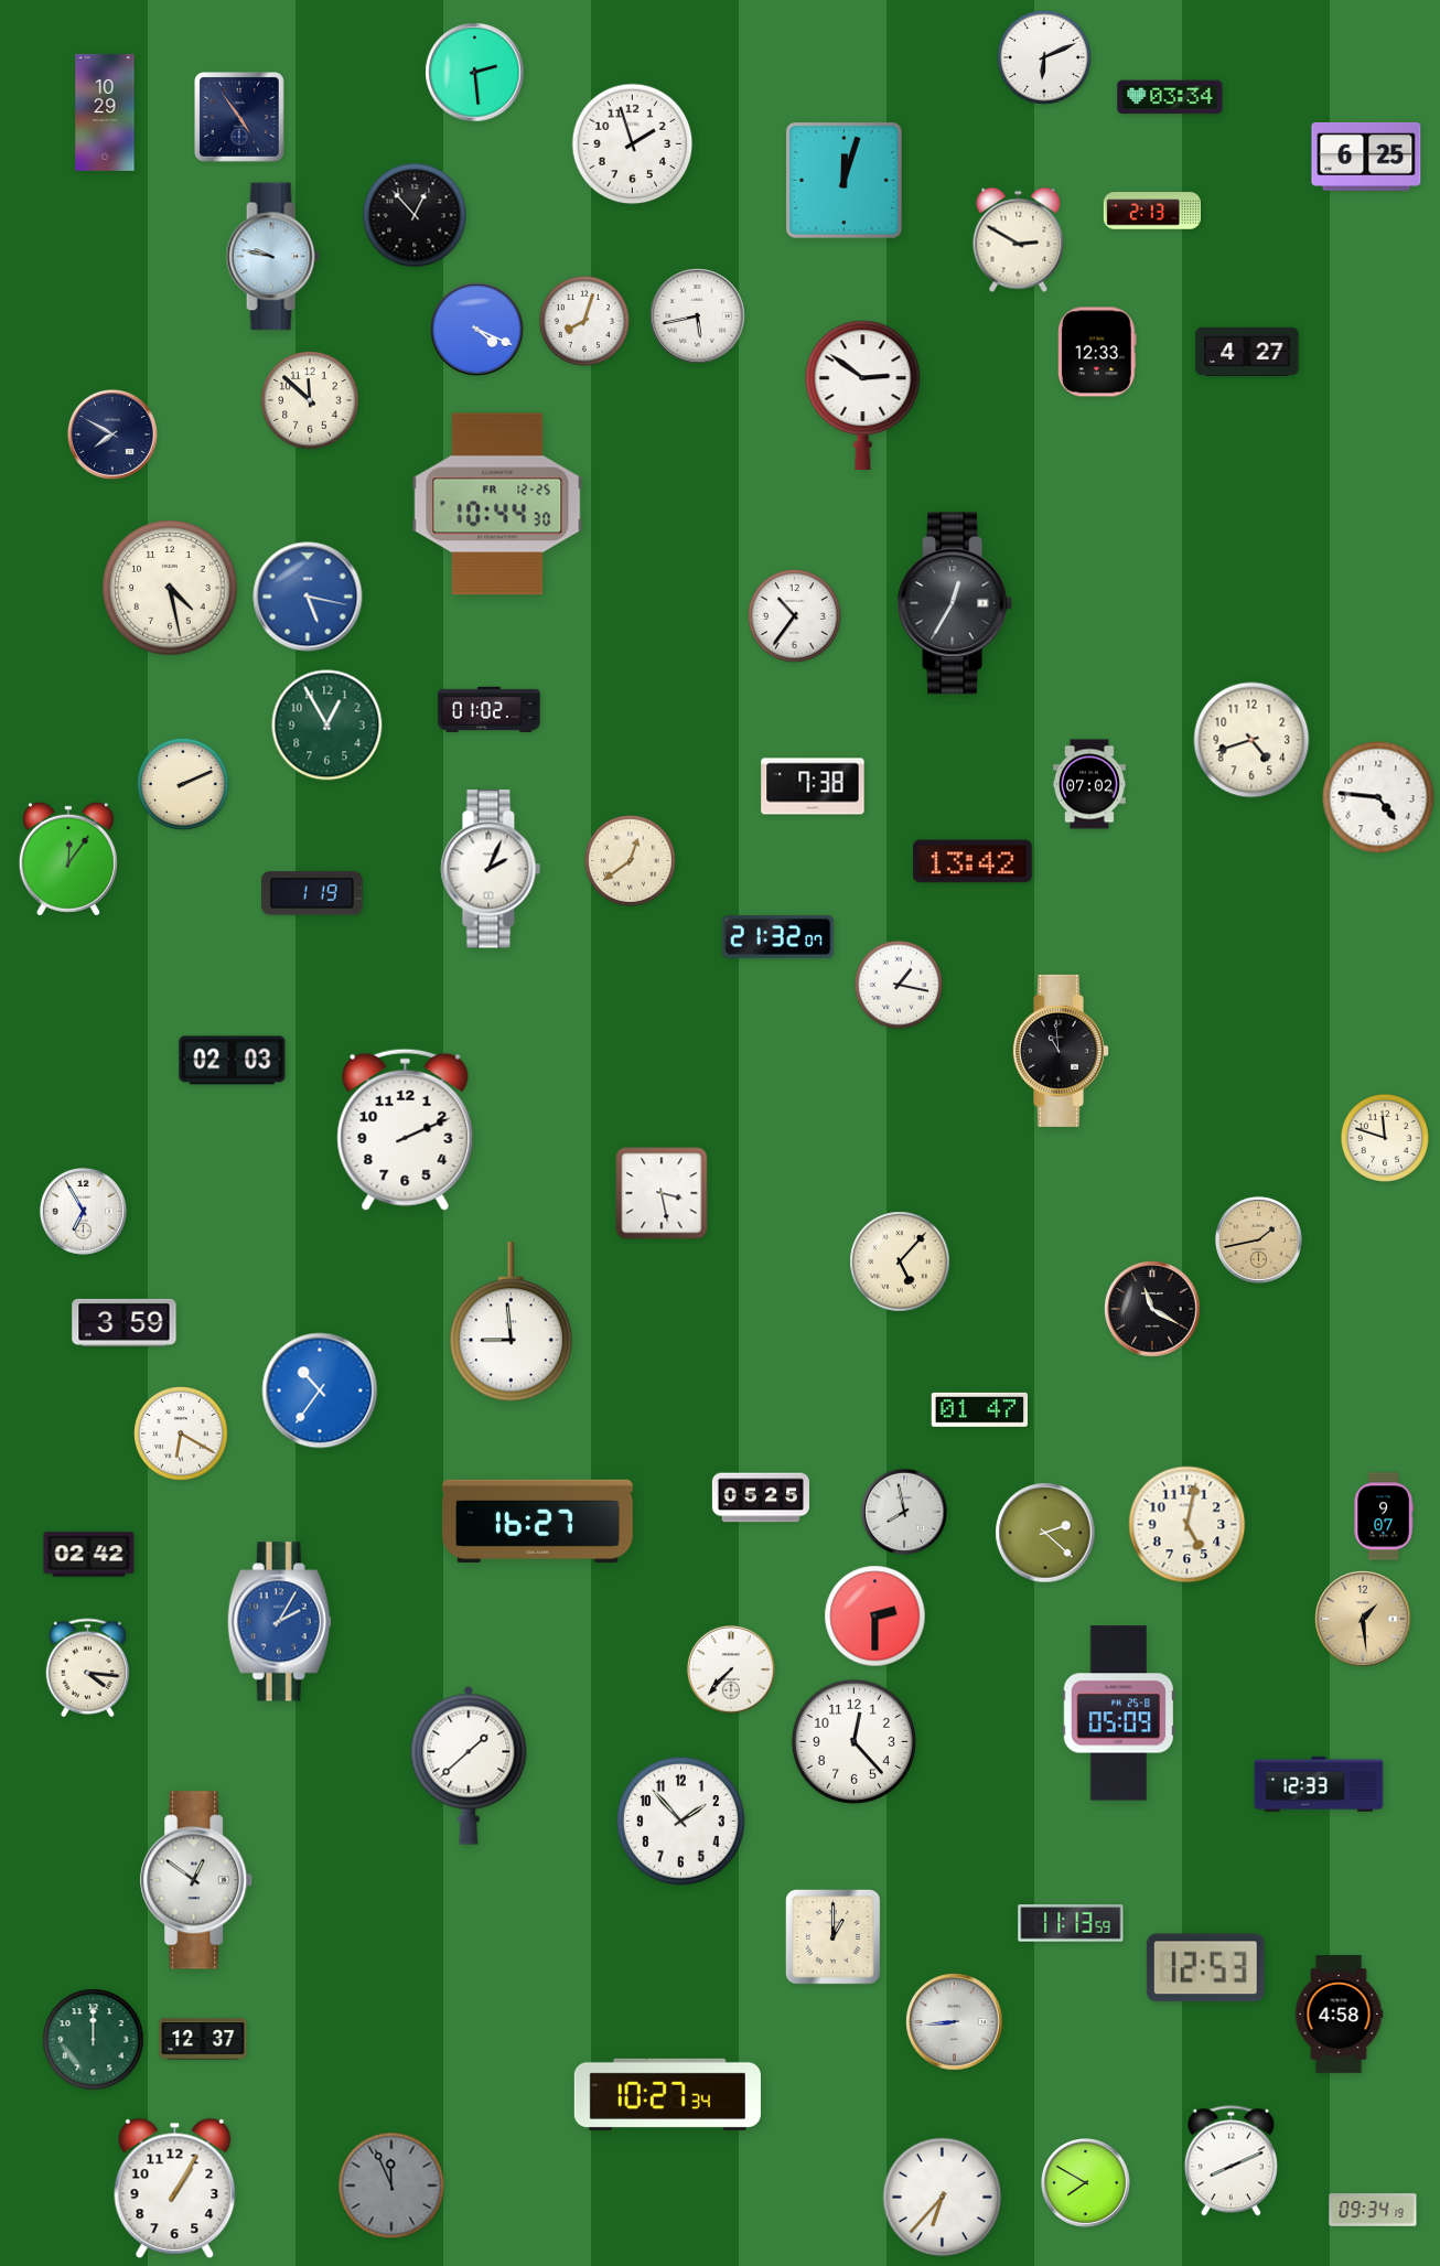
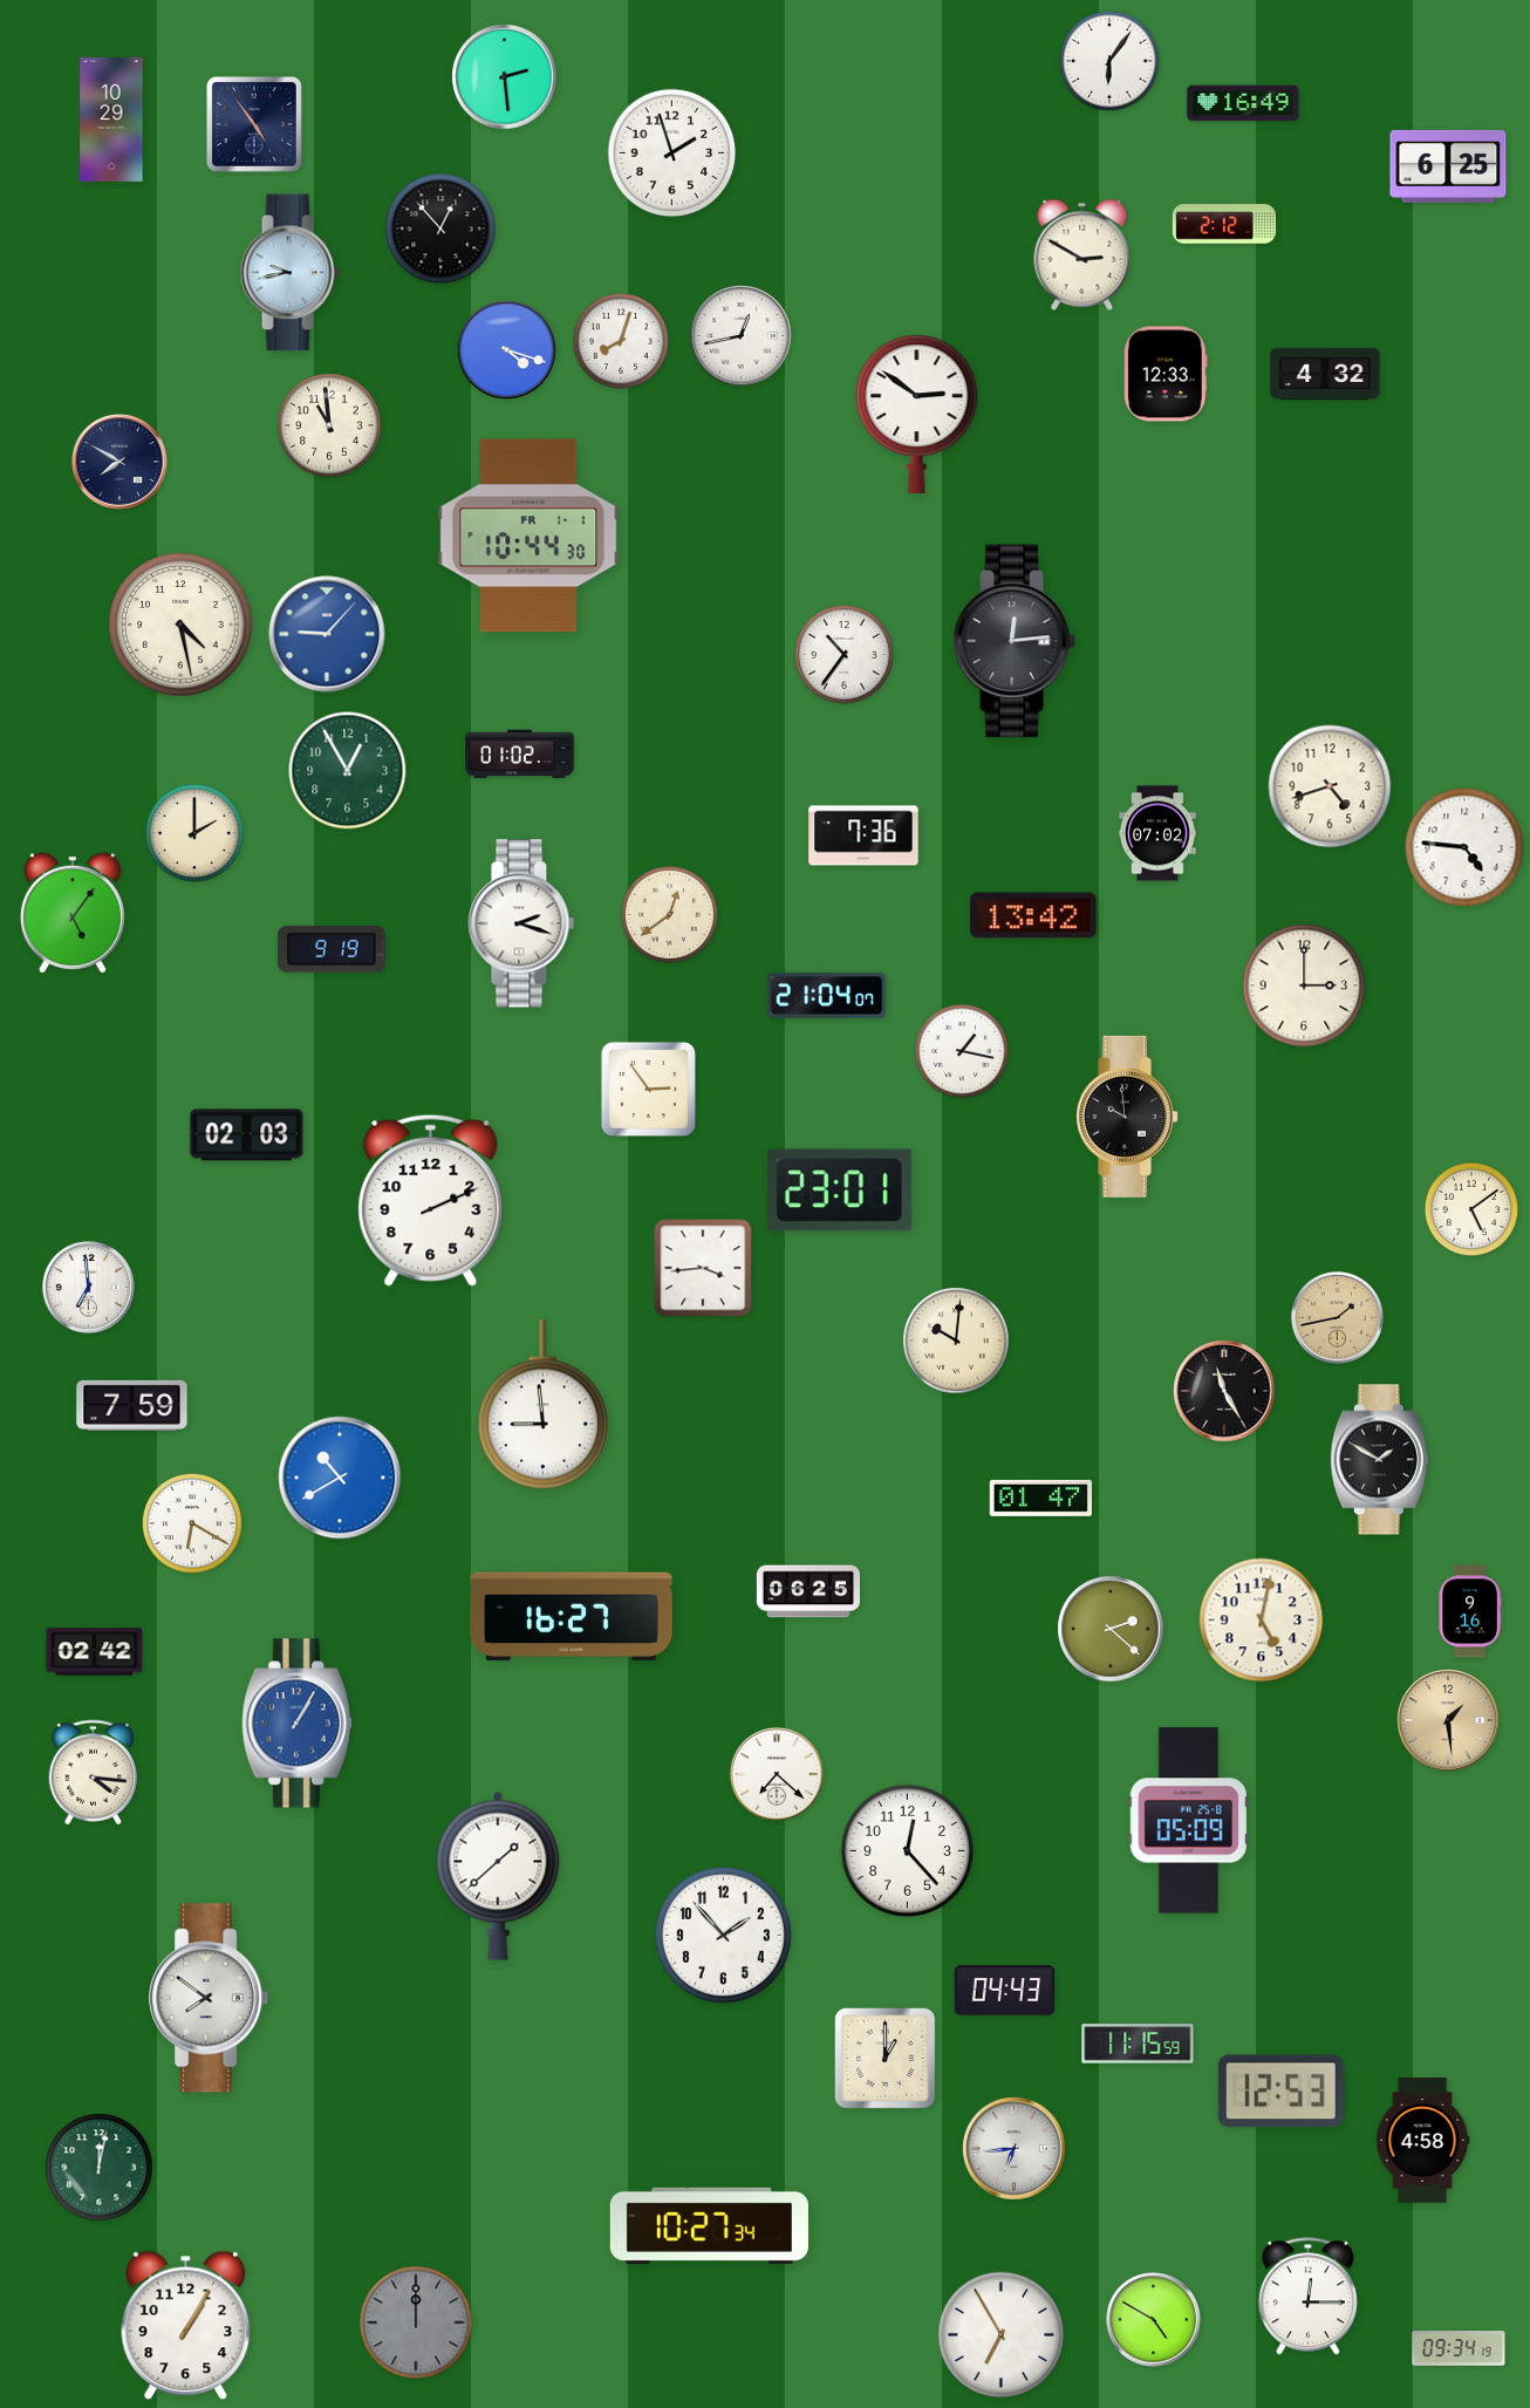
clock at (1045, 58): 6:11 -> 6:06
clock at (1170, 97): 03:34 -> 16:49
clock at (1366, 157) position: (1366, 157) -> (1448, 166)
clock at (843, 180): 12:03 -> none
clock at (1152, 211): 2:13 -> 2:12
clock at (272, 257): 9:47 -> 9:43
clock at (698, 316): 5:43 -> 12:43
clock at (477, 330): 4:19 -> 4:18
clock at (1247, 352): 4:27 -> 4:32
clock at (863, 395) position: (863, 395) -> (917, 414)
clock at (310, 400): 11:52 -> 10:59
clock at (497, 504) date: FR 12-25 -> FR 1-1
clock at (308, 597): 5:17 -> 9:07
clock at (955, 603): 12:35 -> 12:14
clock at (183, 784): 2:11 -> 2:00
clock at (813, 786): 7:38 -> 7:36
clock at (68, 859): 12:06 -> 5:06
clock at (491, 869): 2:04 -> 2:18
clock at (312, 893): 1:19 -> 9:19
clock at (1304, 985): none -> 3:00
clock at (778, 936): 21:32 -> 21:04
clock at (898, 984) position: (898, 984) -> (961, 1050)
clock at (648, 1089): none -> 2:54
clock at (1062, 1051): 10:59 -> 9:59
clock at (233, 1061) position: (233, 1061) -> (247, 1135)
clock at (839, 1191): none -> 23:01
clock at (1384, 1137): 11:48 -> 5:09
clock at (662, 1193): 3:28 -> 3:44
clock at (83, 1211): 6:55 -> 6:59
clock at (900, 1261): 5:07 -> 10:01
clock at (1152, 1309): 11:20 -> 11:25
clock at (125, 1322): 3:59 -> 7:59
clock at (1379, 1460): none -> 1:50
clock at (320, 1390): 10:36 -> 10:40
clock at (760, 1497): 05:25 -> 06:25
clock at (904, 1512): 7:58 -> none
clock at (1384, 1516): 9:07 -> 9:16
clock at (875, 1617): 2:30 -> none
clock at (279, 1622): 2:05 -> 1:05
clock at (731, 1669): 7:37 -> 7:22
clock at (1319, 1784): 12:33 -> none
clock at (1005, 1991): none -> 04:43
clock at (197, 1880): 12:51 -> 7:51
clock at (1071, 1923): 11:13 -> 11:15
clock at (955, 2022): 8:44 -> 6:44
clock at (203, 2039): 12:37 -> none
clock at (94, 2040): 12:00 -> 12:02
clock at (1231, 2161): 8:11 -> 12:15
clock at (1085, 2182): 7:50 -> 4:50
clock at (391, 2186): 11:56 -> 12:00
clock at (943, 2198): 6:37 -> 6:55
